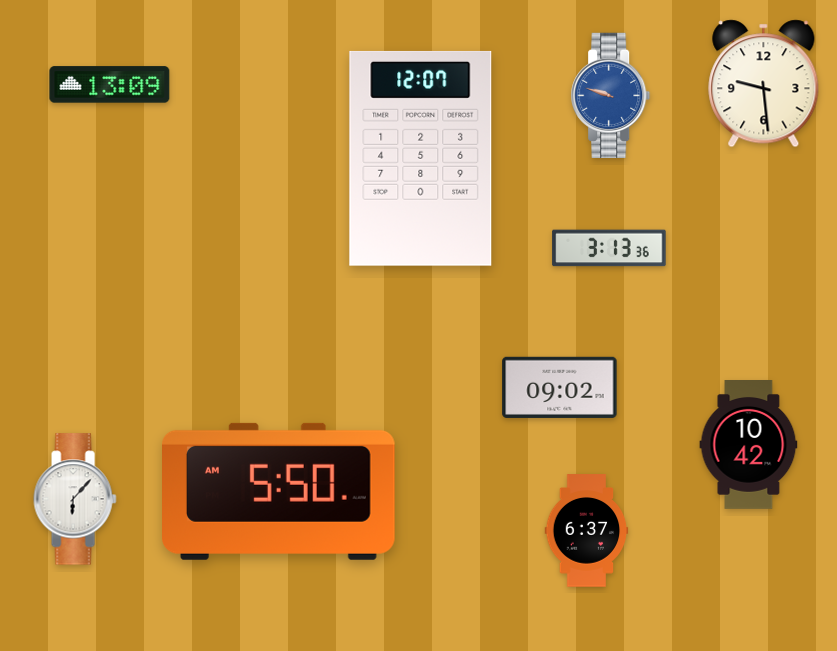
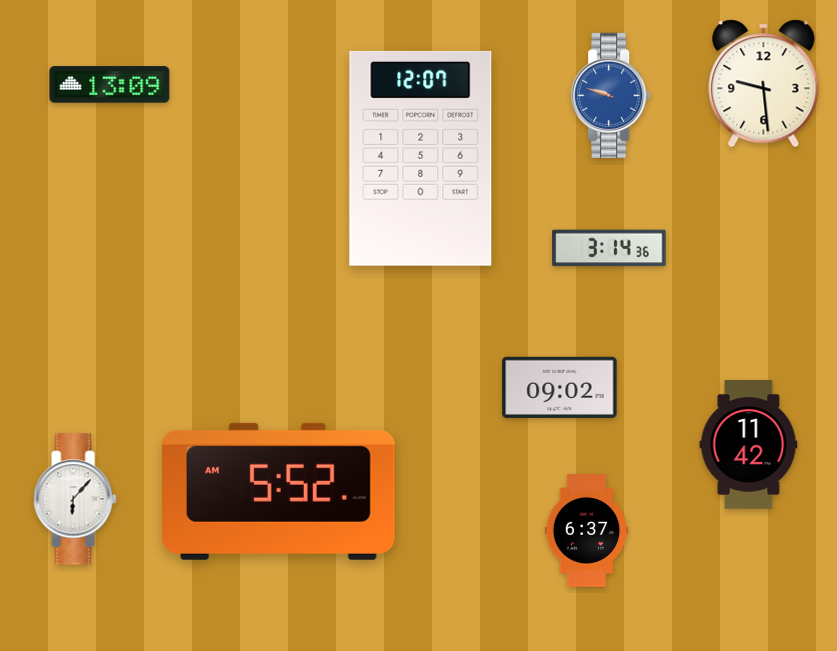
clock at (609, 248): 3:13 -> 3:14
clock at (749, 445): 10:42 -> 11:42
clock at (279, 491): 5:50 -> 5:52
